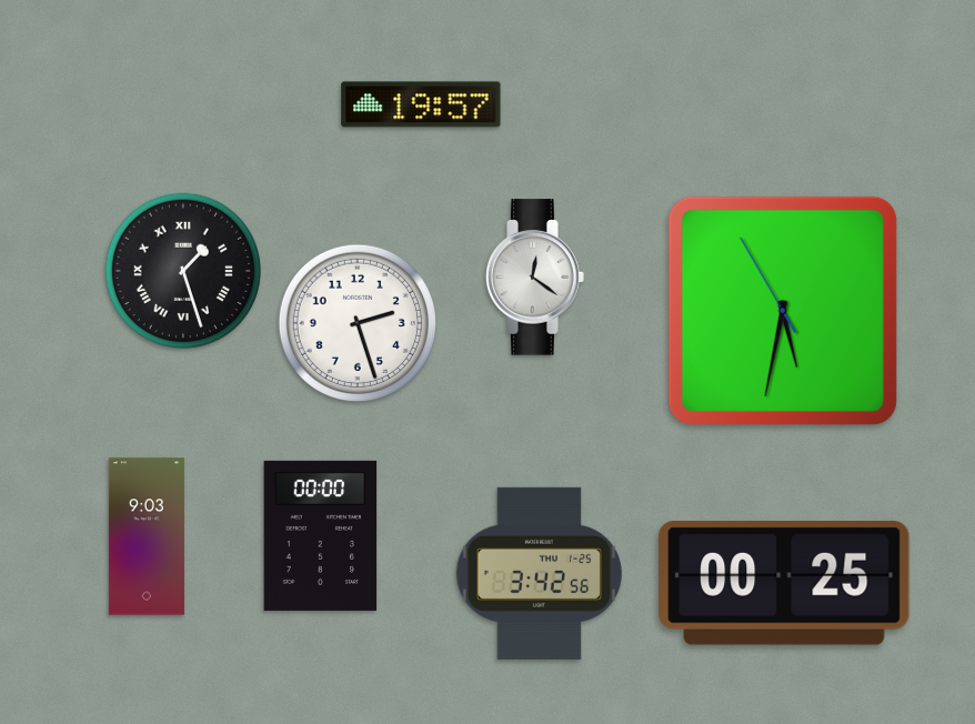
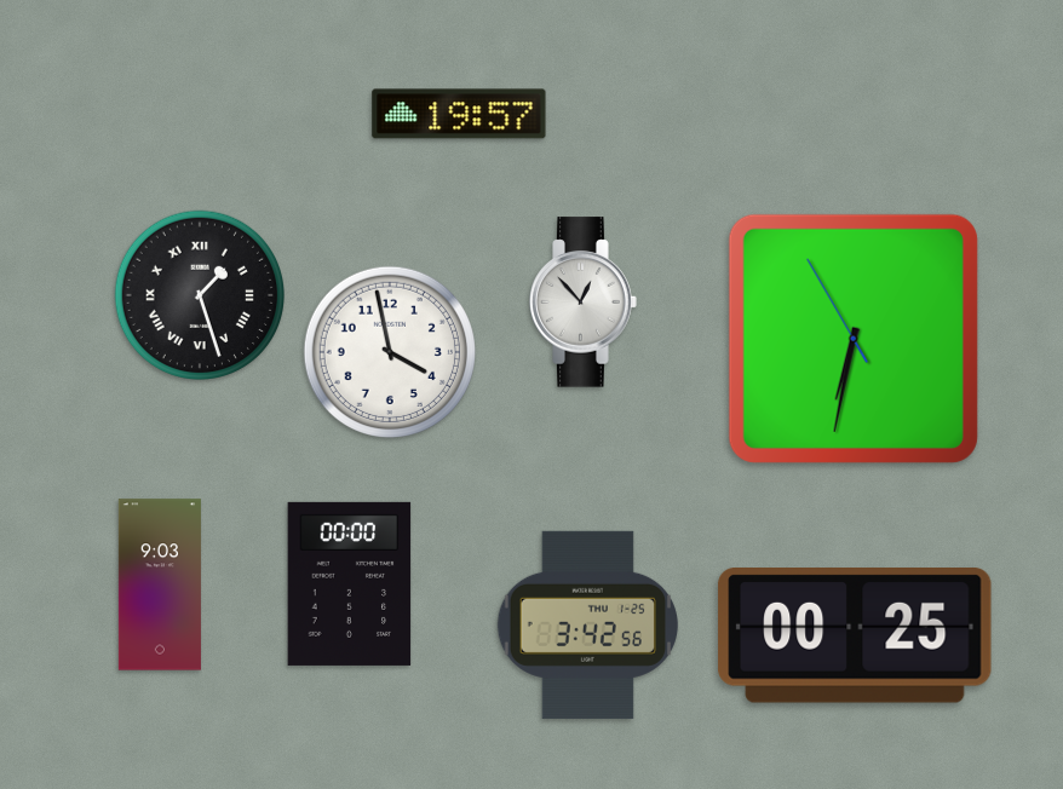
clock at (535, 278): 12:21 -> 12:53
clock at (783, 311): 5:31 -> 6:31
clock at (358, 323): 2:27 -> 3:58
